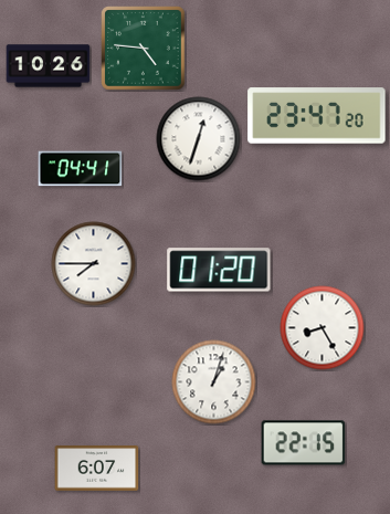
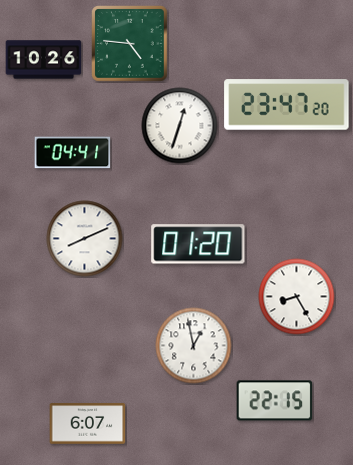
clock at (94, 264): 7:45 -> 8:11
clock at (323, 328) position: (323, 328) -> (297, 297)
clock at (214, 382): 1:03 -> 12:58
